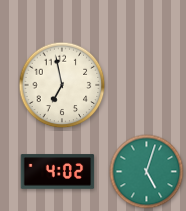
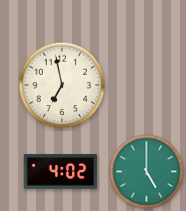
clock at (58, 172) position: (58, 172) -> (61, 172)
clock at (147, 172): 5:03 -> 5:00
